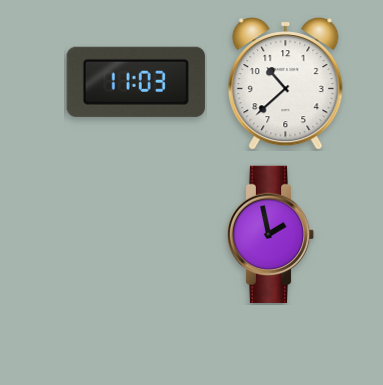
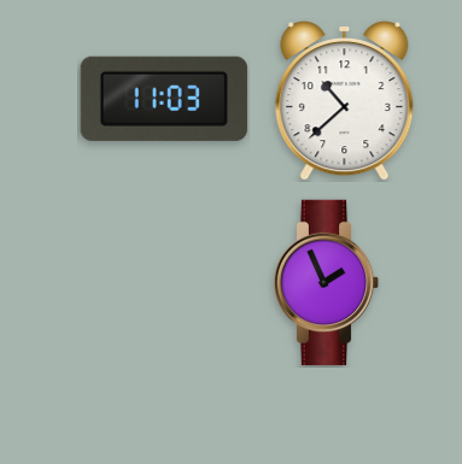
clock at (271, 235): 1:58 -> 1:56
